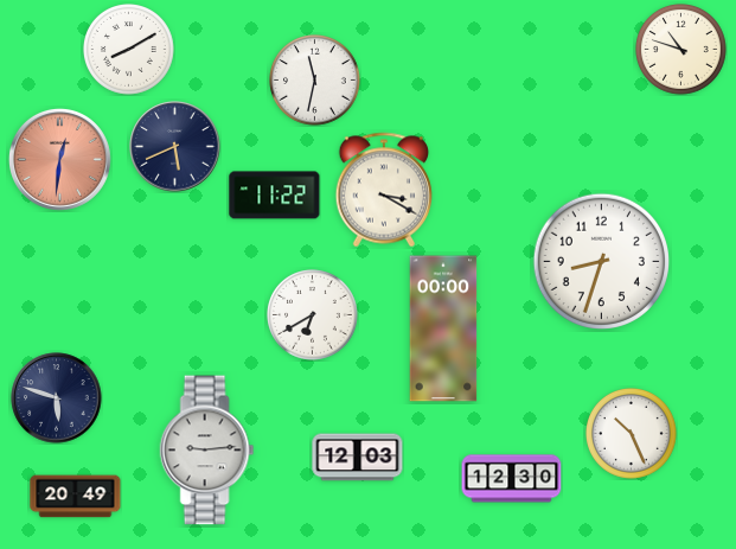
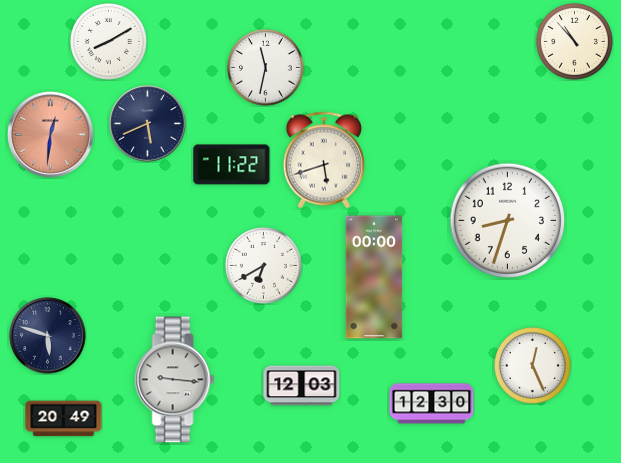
clock at (681, 50): 10:48 -> 10:53
clock at (384, 190): 3:20 -> 5:42
clock at (632, 434): 10:26 -> 12:26
clock at (207, 451): 9:14 -> 9:16
